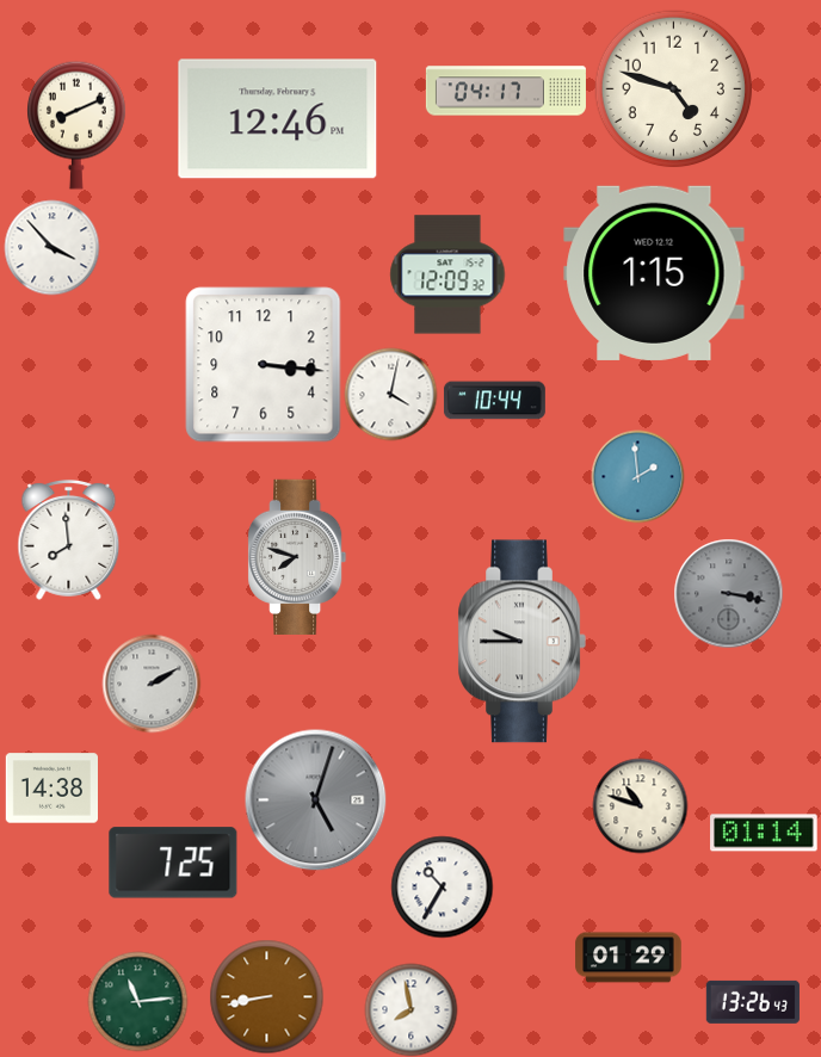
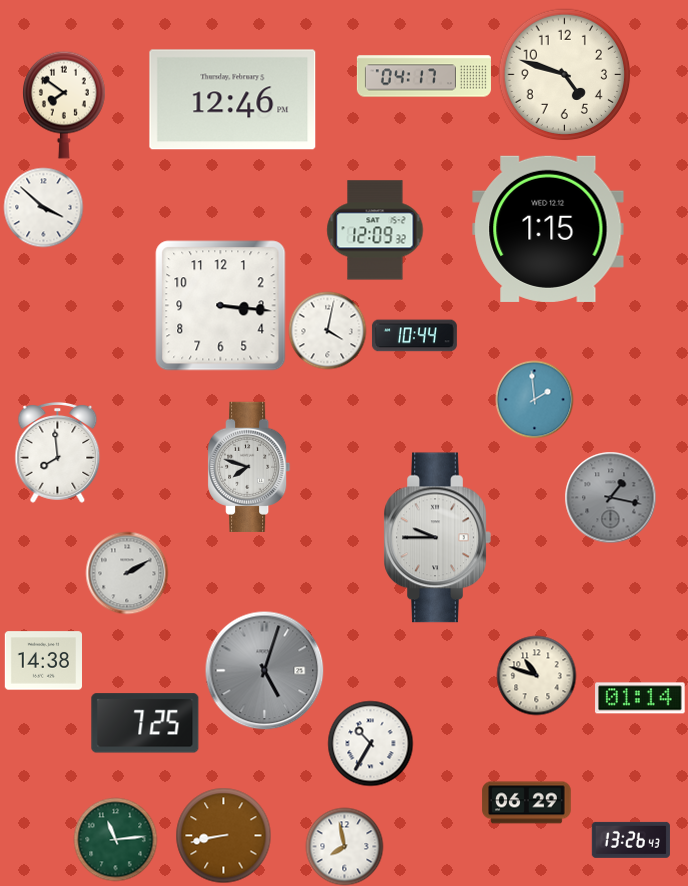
clock at (78, 125): 8:11 -> 7:51
clock at (51, 247): 3:53 -> 3:52
clock at (728, 593): 3:17 -> 1:17
clock at (629, 958): 01:29 -> 06:29
